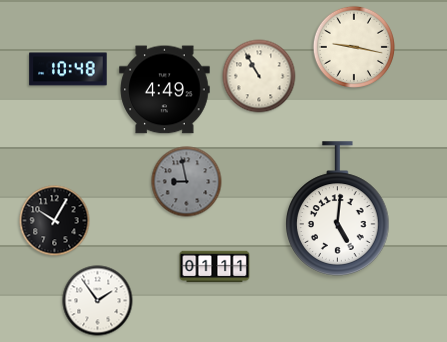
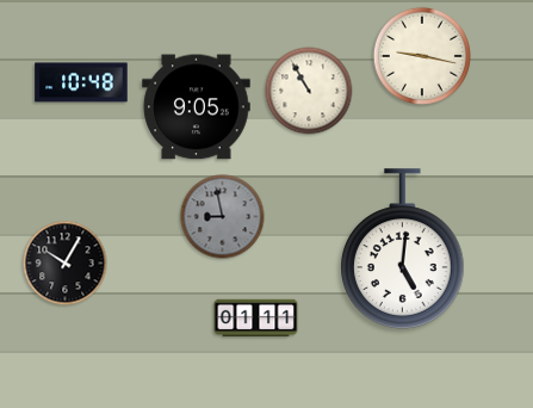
clock at (165, 90): 4:49 -> 9:05
clock at (98, 301): 1:54 -> none
